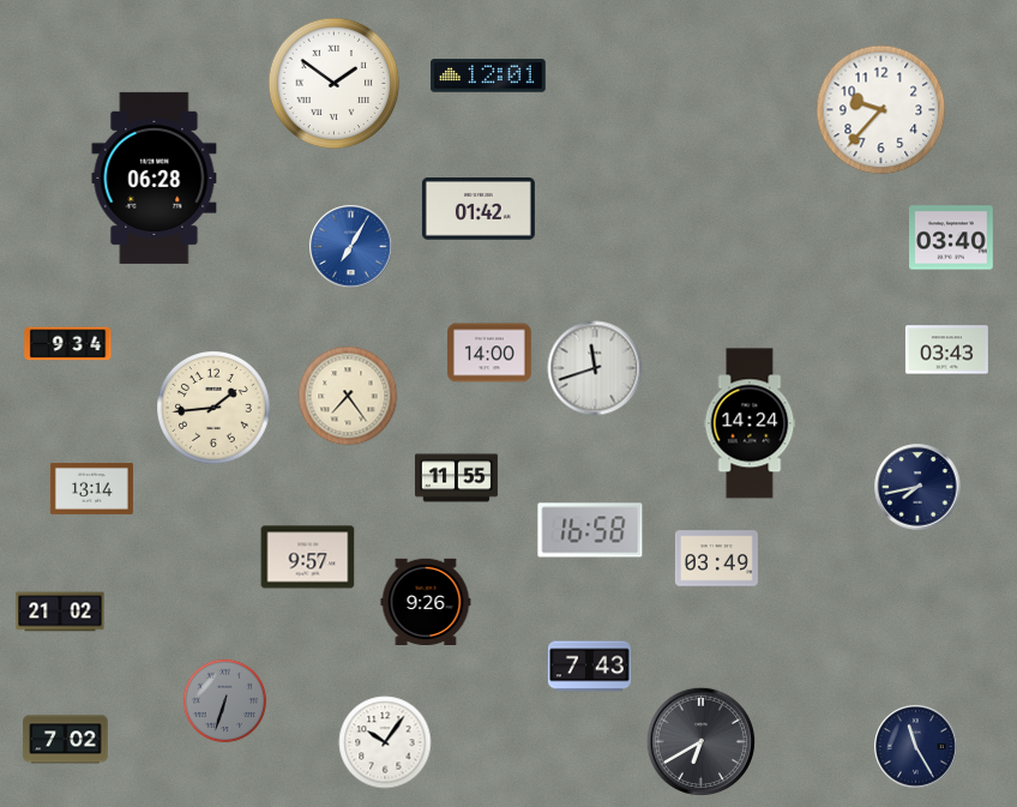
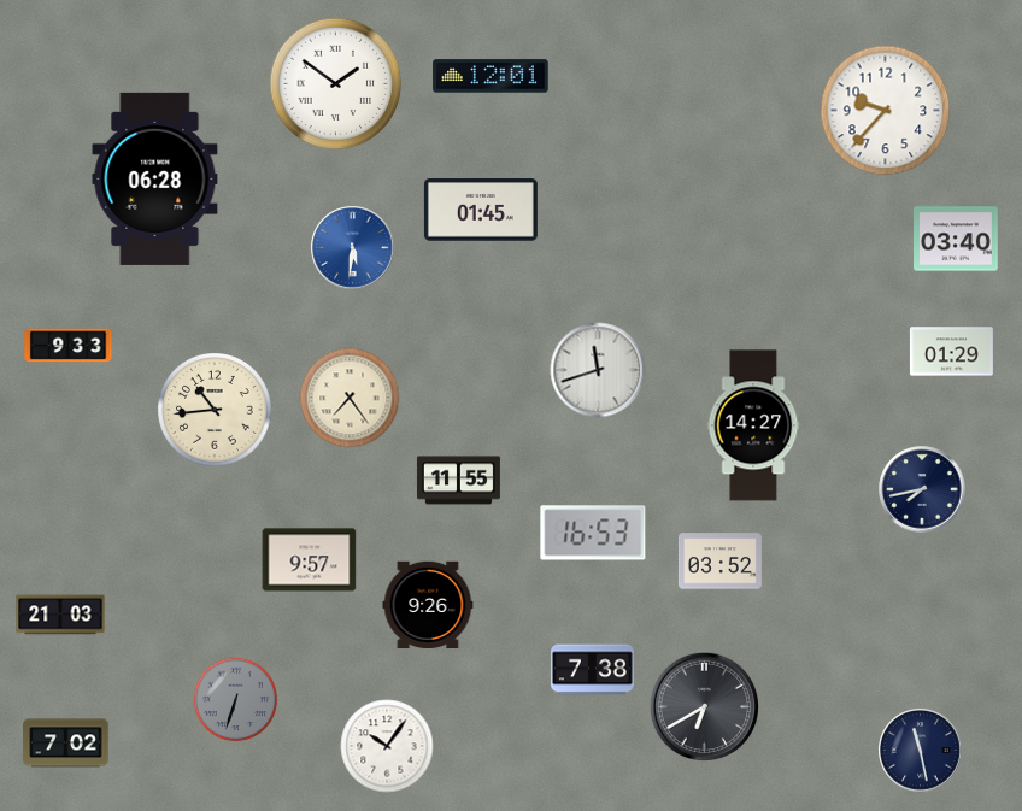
clock at (479, 209): 01:42 -> 01:45
clock at (351, 247): 7:05 -> 5:31
clock at (68, 344): 9:34 -> 9:33
clock at (946, 350): 03:43 -> 01:29
clock at (489, 353): 14:00 -> none
clock at (215, 409): 1:44 -> 10:44
clock at (750, 423): 14:24 -> 14:27
clock at (91, 488): 13:14 -> none
clock at (590, 530): 16:58 -> 16:53
clock at (716, 559): 03:49 -> 03:52
clock at (60, 612): 21:02 -> 21:03
clock at (589, 667): 7:43 -> 7:38
clock at (225, 701) position: (225, 701) -> (236, 700)
clock at (702, 741) position: (702, 741) -> (705, 706)
clock at (916, 747): 11:25 -> 11:28
